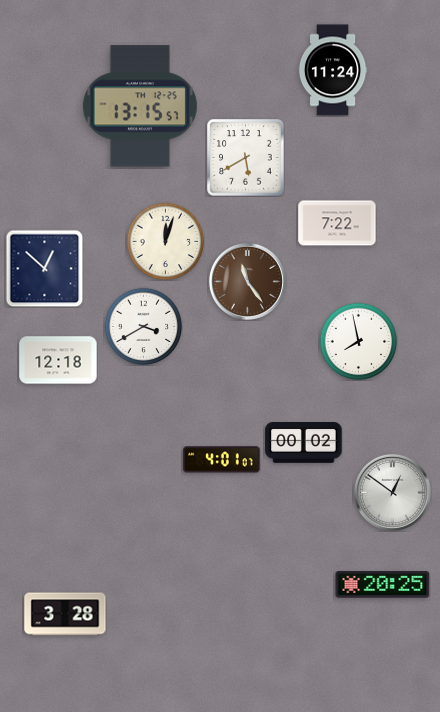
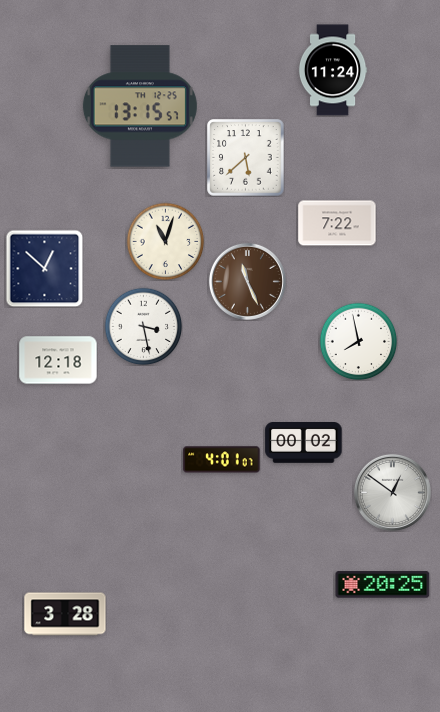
clock at (246, 158): 5:40 -> 5:38
clock at (165, 241): 12:03 -> 11:03
clock at (247, 281): 11:24 -> 11:26
clock at (143, 326): 3:40 -> 3:28
